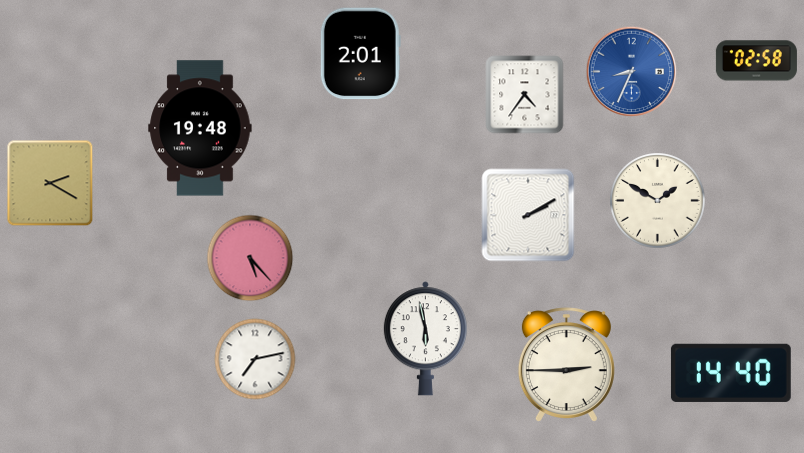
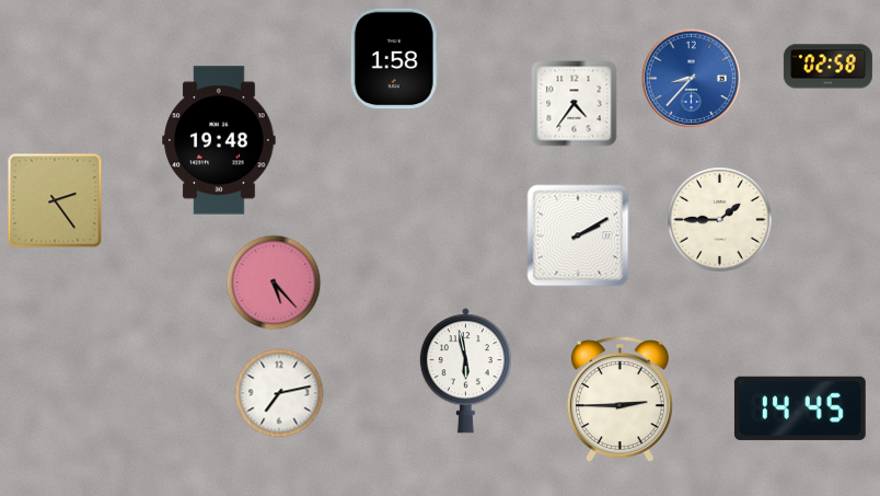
clock at (360, 54): 2:01 -> 1:58
clock at (632, 72): 8:34 -> 8:37
clock at (50, 183): 2:20 -> 2:24
clock at (658, 201): 1:50 -> 1:45
clock at (731, 373): 14:40 -> 14:45
